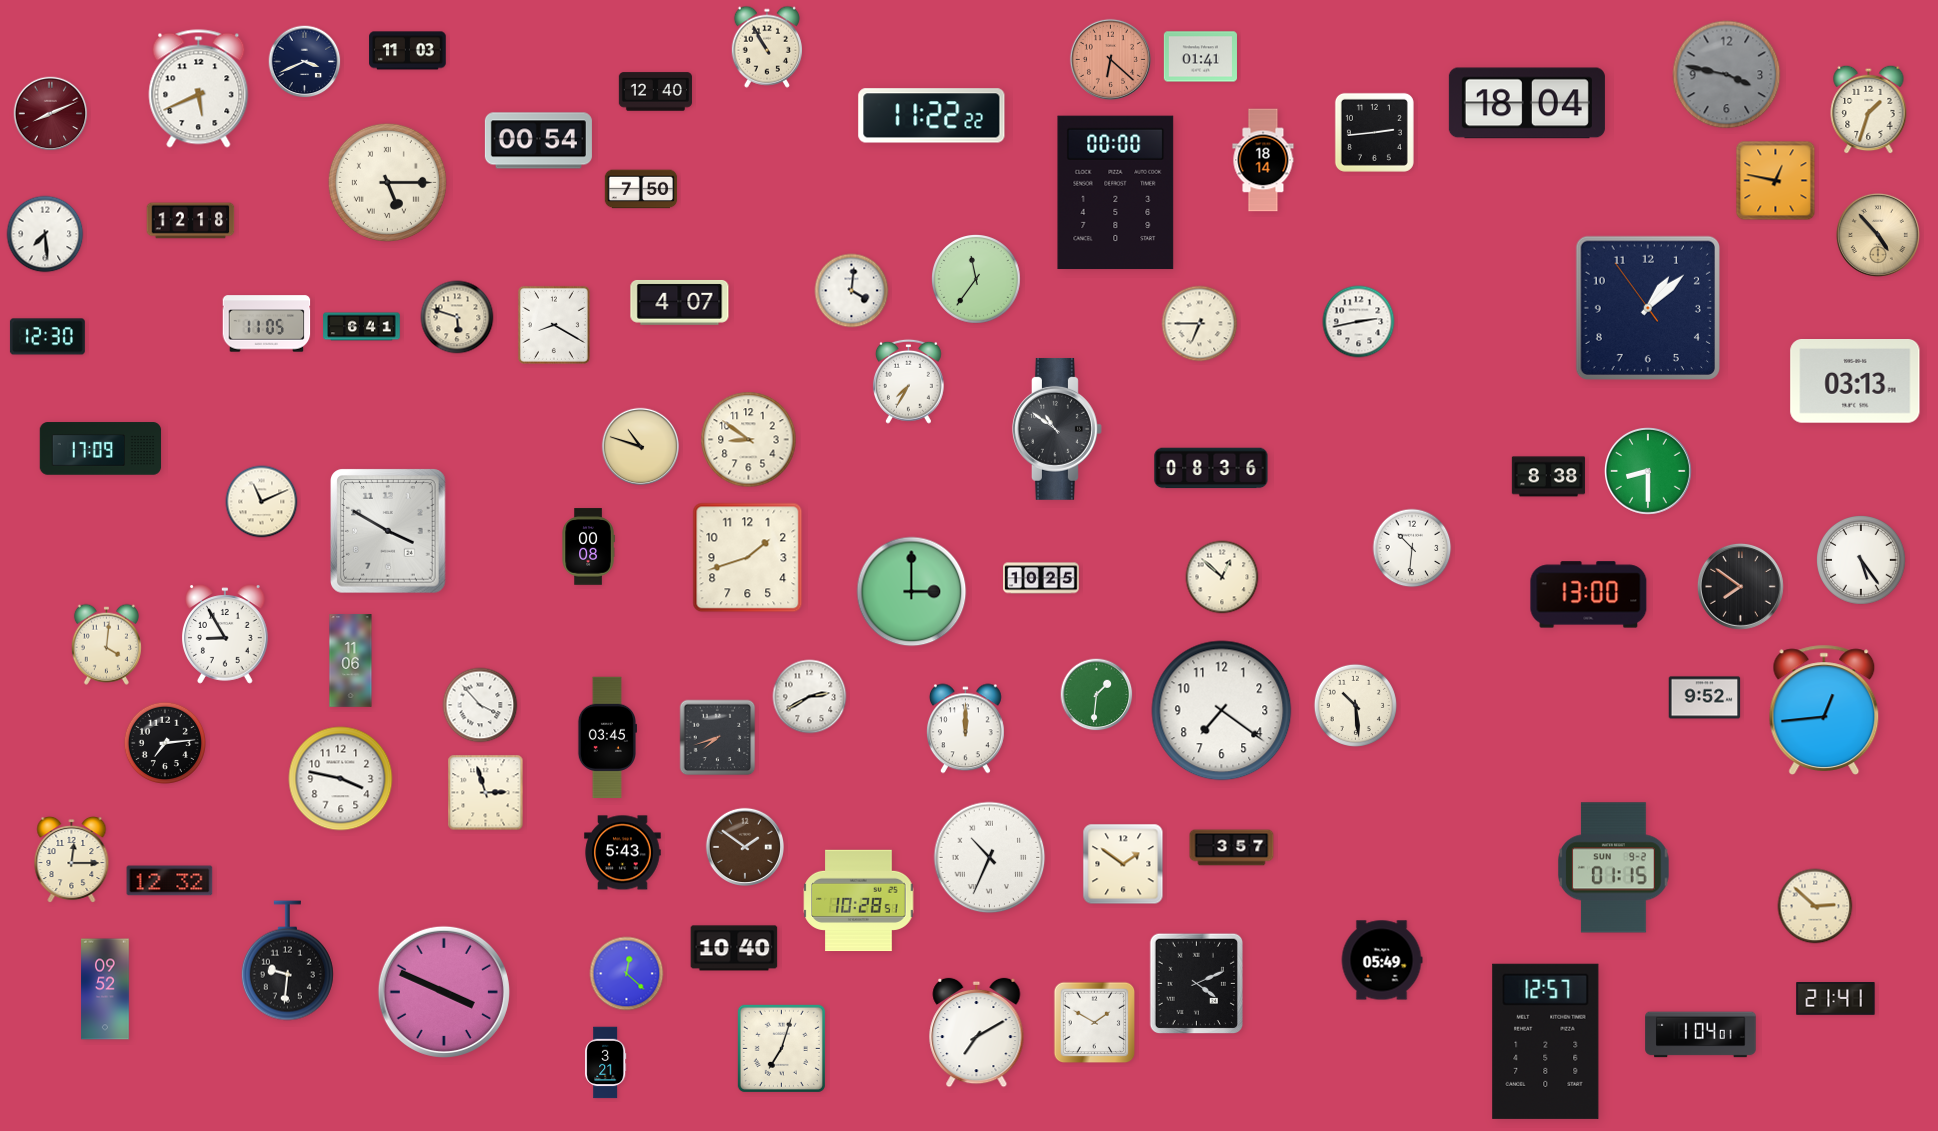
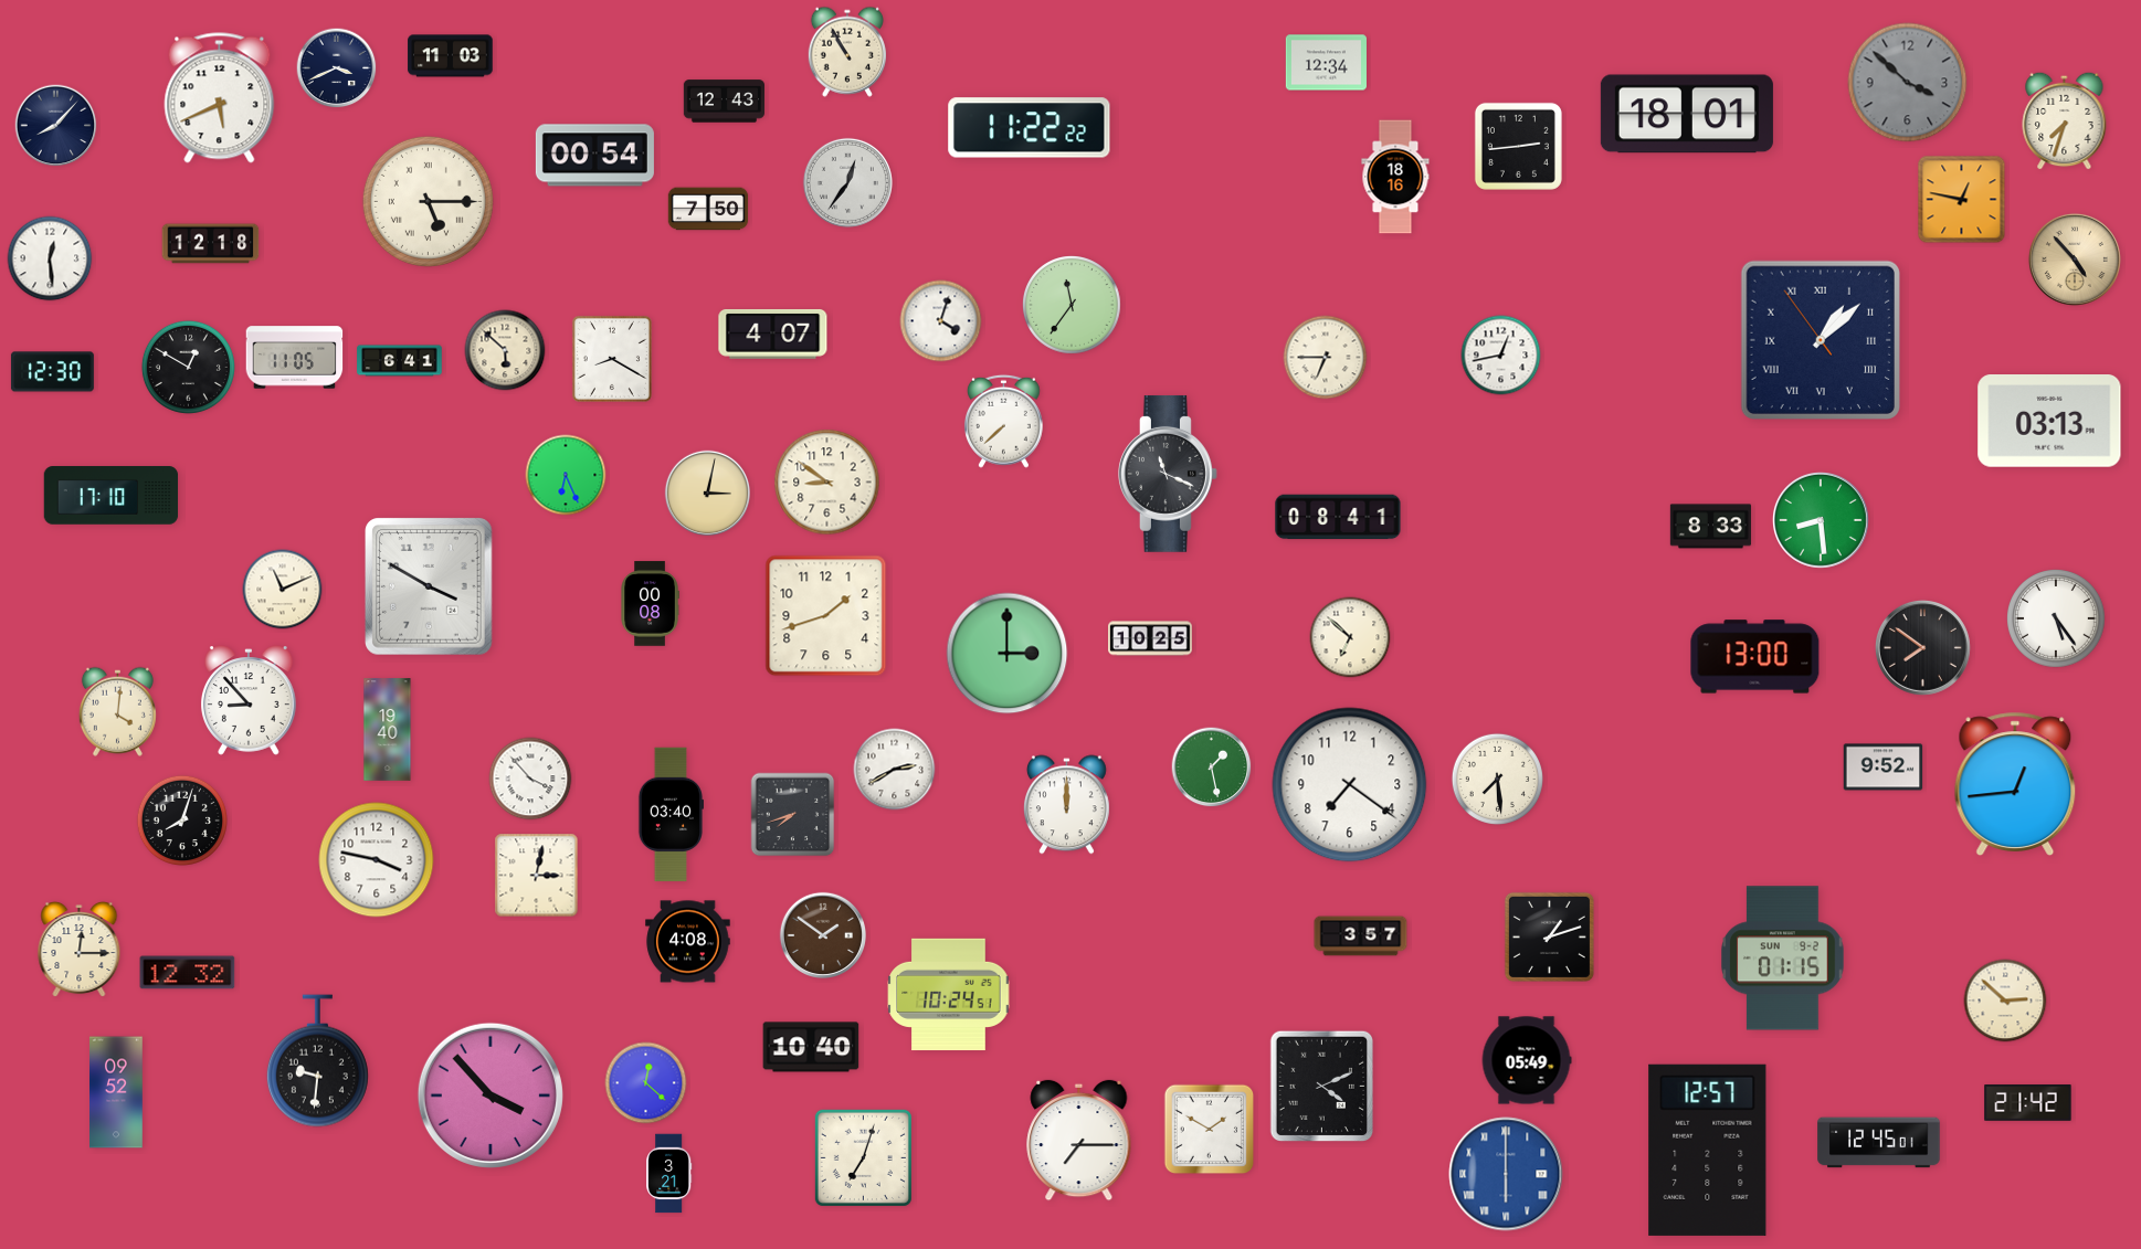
clock at (1200, 57): 01:41 -> 12:34
clock at (1110, 59): 6:22 -> none
clock at (1727, 75): 3:47 -> 3:52
clock at (655, 92): 12:40 -> 12:43
clock at (1527, 103): 18:04 -> 18:01
clock at (1869, 109): 1:33 -> 7:33
clock at (51, 114): 8:11 -> 8:07
clock at (51, 114) dial: burgundy -> navy
clock at (1263, 160): 18:14 -> 18:16
clock at (847, 182): none -> 12:36
clock at (1116, 193): 00:00 -> none
clock at (45, 234): 7:29 -> 12:29
clock at (977, 280) position: (977, 280) -> (1073, 306)
clock at (852, 291): 4:01 -> 4:03
clock at (680, 303) position: (680, 303) -> (773, 335)
clock at (1648, 308) numerals: Arabic -> Roman
clock at (457, 317): 5:48 -> 5:52
clock at (1359, 322): 2:43 -> 12:43
clock at (188, 367): none -> 12:50
clock at (908, 381): 7:35 -> 7:38
clock at (1058, 429): 10:51 -> 11:19
clock at (566, 475): none -> 6:26
clock at (749, 440) position: (749, 440) -> (827, 483)
clock at (640, 446): 10:48 -> 3:02
clock at (101, 449): 17:09 -> 17:10
clock at (1211, 468): 08:36 -> 08:41
clock at (1649, 472): 8:30 -> 8:29
clock at (1548, 477): 8:38 -> 8:33
clock at (262, 502) position: (262, 502) -> (283, 590)
clock at (1412, 548): 10:31 -> none
clock at (1222, 577): 12:52 -> 6:52
clock at (226, 634): 8:55 -> 8:53
clock at (351, 661): 11:06 -> 19:40
clock at (1097, 695): 1:31 -> 1:28
clock at (1705, 698) position: (1705, 698) -> (1884, 768)
clock at (1355, 705): 10:29 -> 7:29
clock at (606, 738): 03:45 -> 03:40
clock at (165, 743): 7:14 -> 8:03
clock at (486, 793): 2:57 -> 3:02
clock at (1549, 936): none -> 1:12
clock at (623, 853): 5:43 -> 4:08
clock at (990, 858): 10:34 -> none
clock at (1123, 864): 1:51 -> none
clock at (859, 901): 10:28 -> 10:24
clock at (627, 974) position: (627, 974) -> (646, 1083)
clock at (444, 992): 3:49 -> 3:53
clock at (1836, 999): 21:41 -> 21:42
clock at (977, 1033): 7:10 -> 7:15
clock at (1701, 1035): 1:04 -> 12:45
clock at (1506, 1174): none -> 6:00
